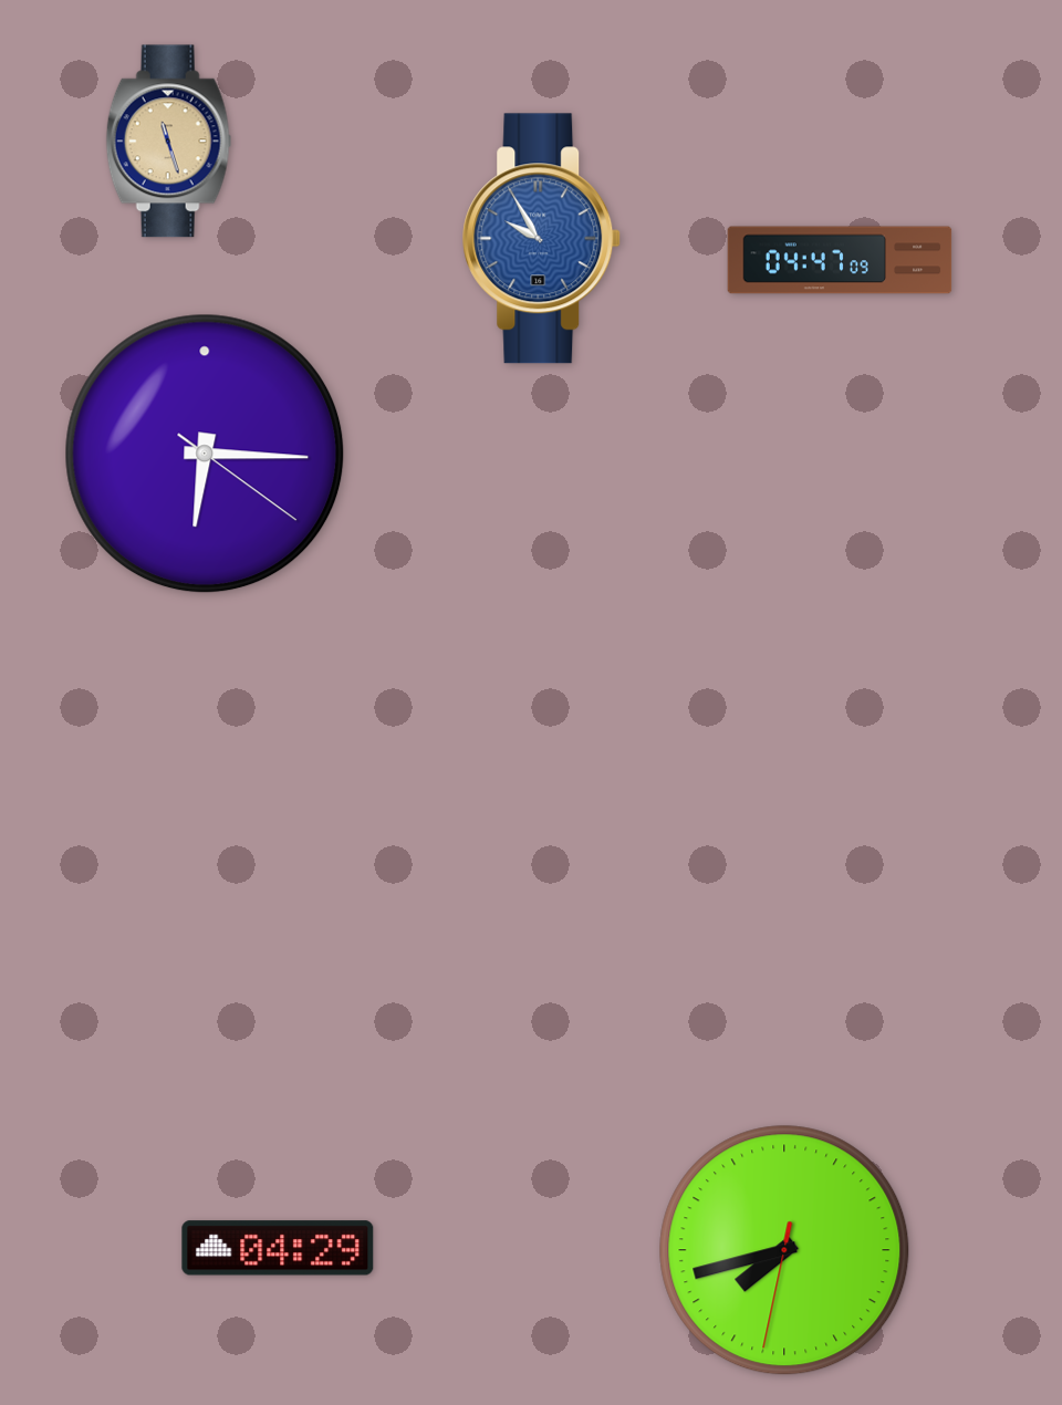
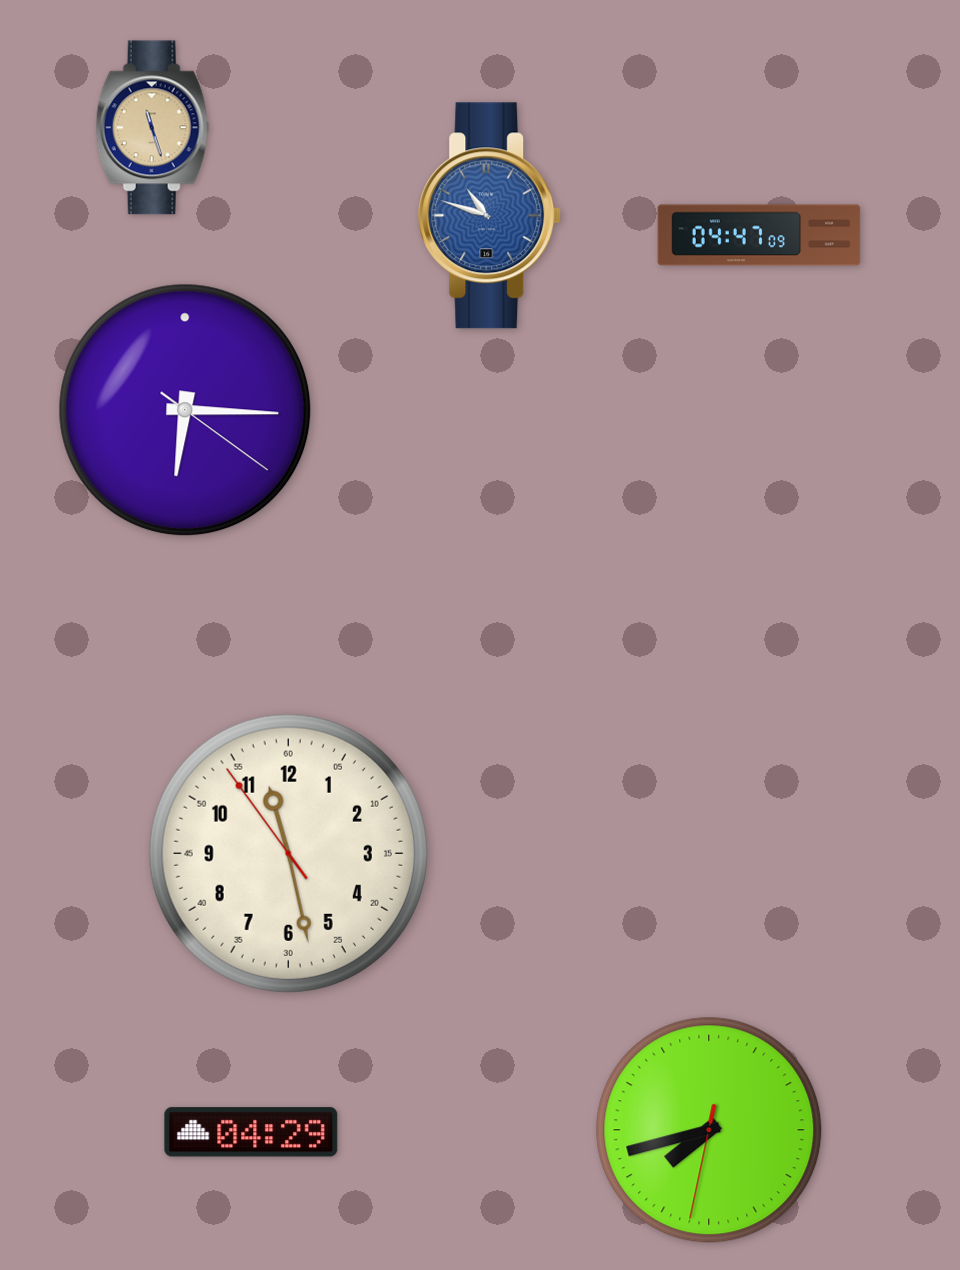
clock at (542, 239): 9:55 -> 10:48
clock at (288, 853): none -> 11:27
clock at (278, 1248) position: (278, 1248) -> (251, 1132)
